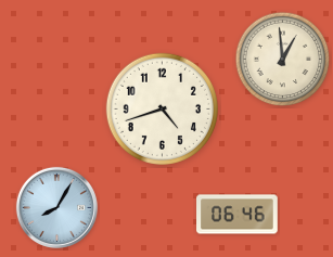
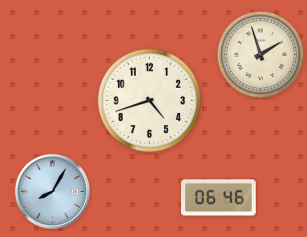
clock at (283, 60): 12:59 -> 1:57
